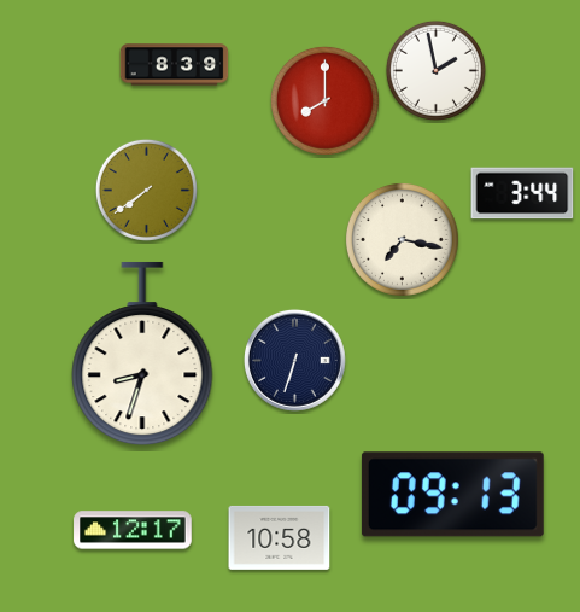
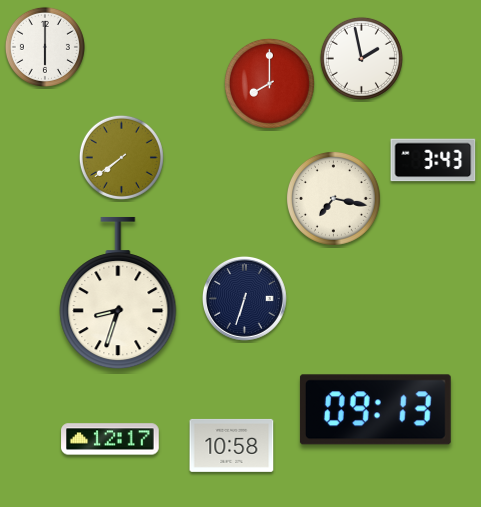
clock at (45, 47): none -> 6:00
clock at (175, 65): 8:39 -> none
clock at (522, 193): 3:44 -> 3:43
